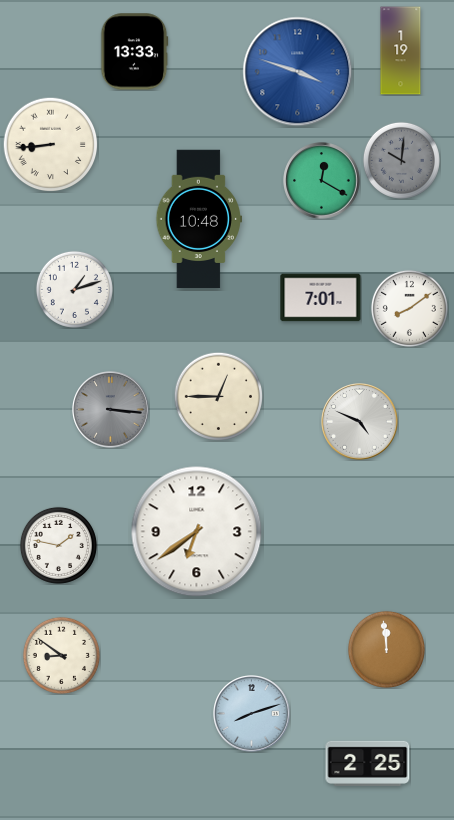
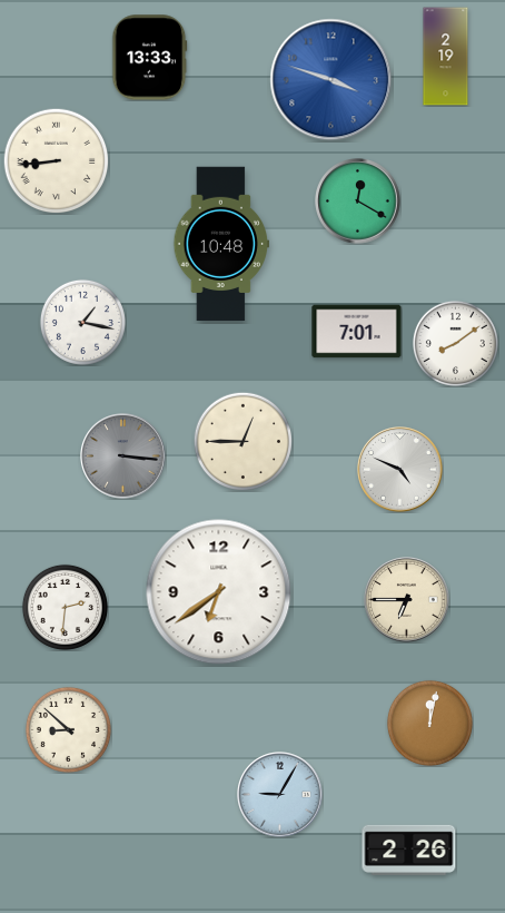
clock at (401, 51): 1:19 -> 2:19
clock at (401, 160): 10:01 -> none
clock at (74, 289): 1:12 -> 1:17
clock at (407, 600): none -> 6:45
clock at (58, 545): 1:47 -> 2:31
clock at (386, 649): 11:59 -> 12:02
clock at (61, 655): 8:51 -> 8:52
clock at (252, 714): 8:12 -> 9:05
clock at (368, 763): 2:25 -> 2:26
